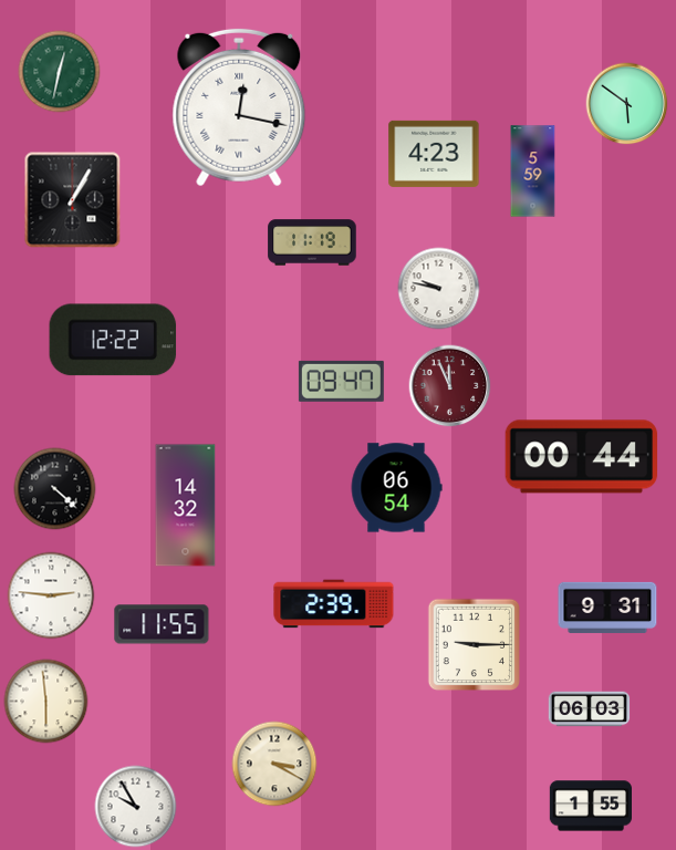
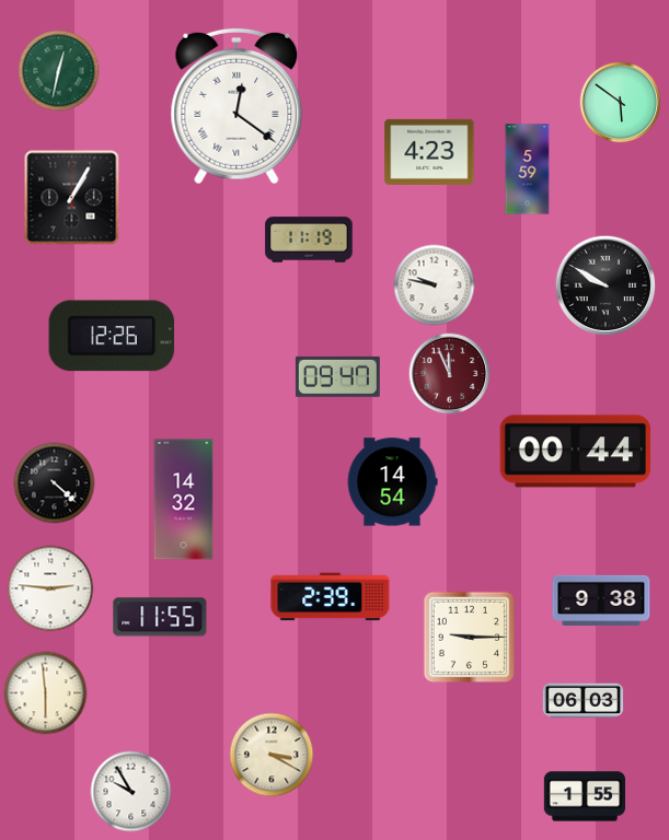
clock at (239, 107): 12:17 -> 12:21
clock at (605, 285): none -> 9:50
clock at (113, 340): 12:22 -> 12:26
clock at (450, 386) position: (450, 386) -> (450, 374)
clock at (396, 488): 06:54 -> 14:54
clock at (607, 608): 9:31 -> 9:38
clock at (136, 807) position: (136, 807) -> (131, 792)
